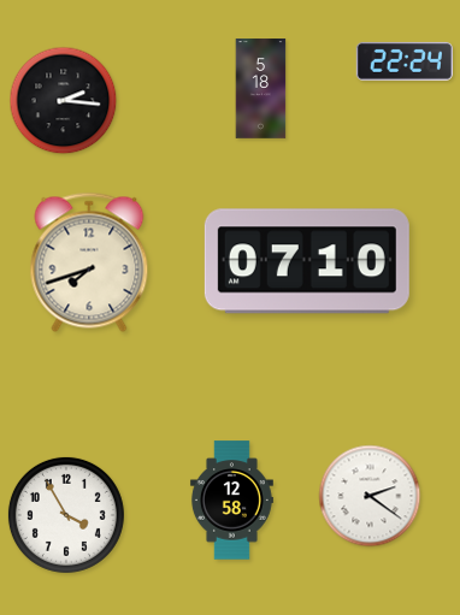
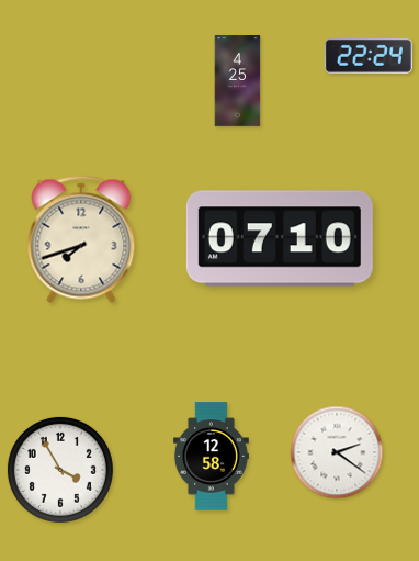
clock at (261, 89): 5:18 -> 4:25
clock at (64, 101): 2:16 -> none
